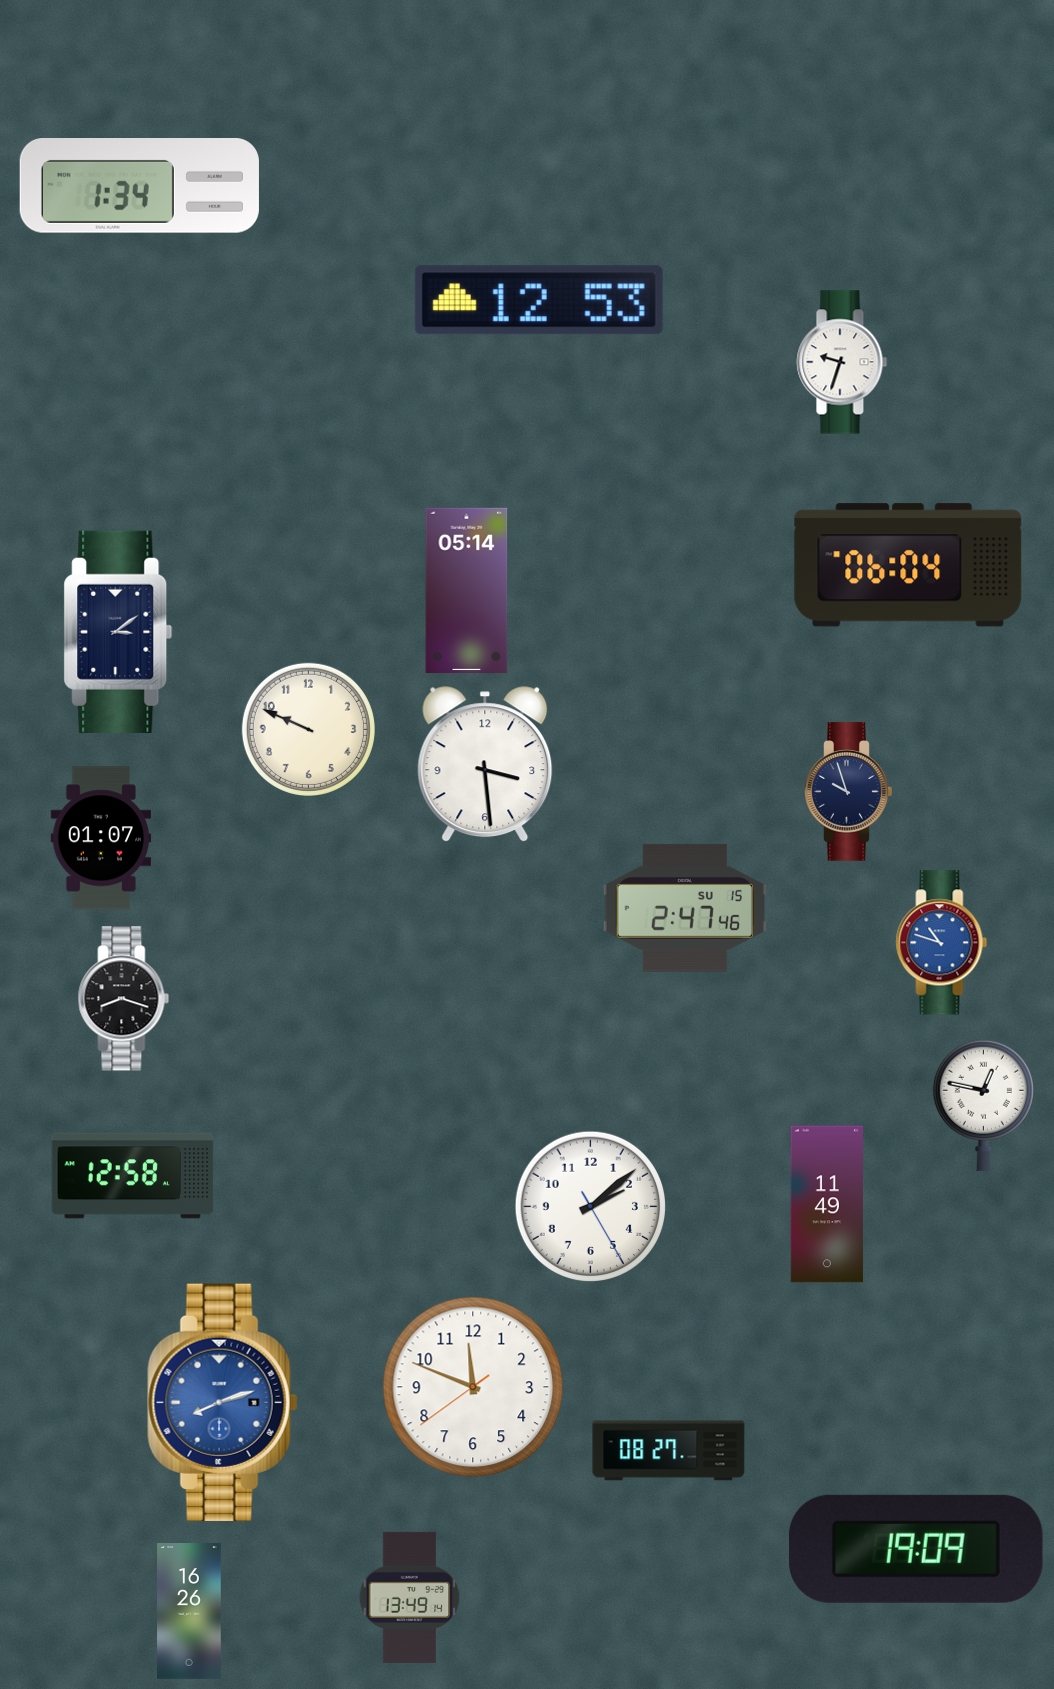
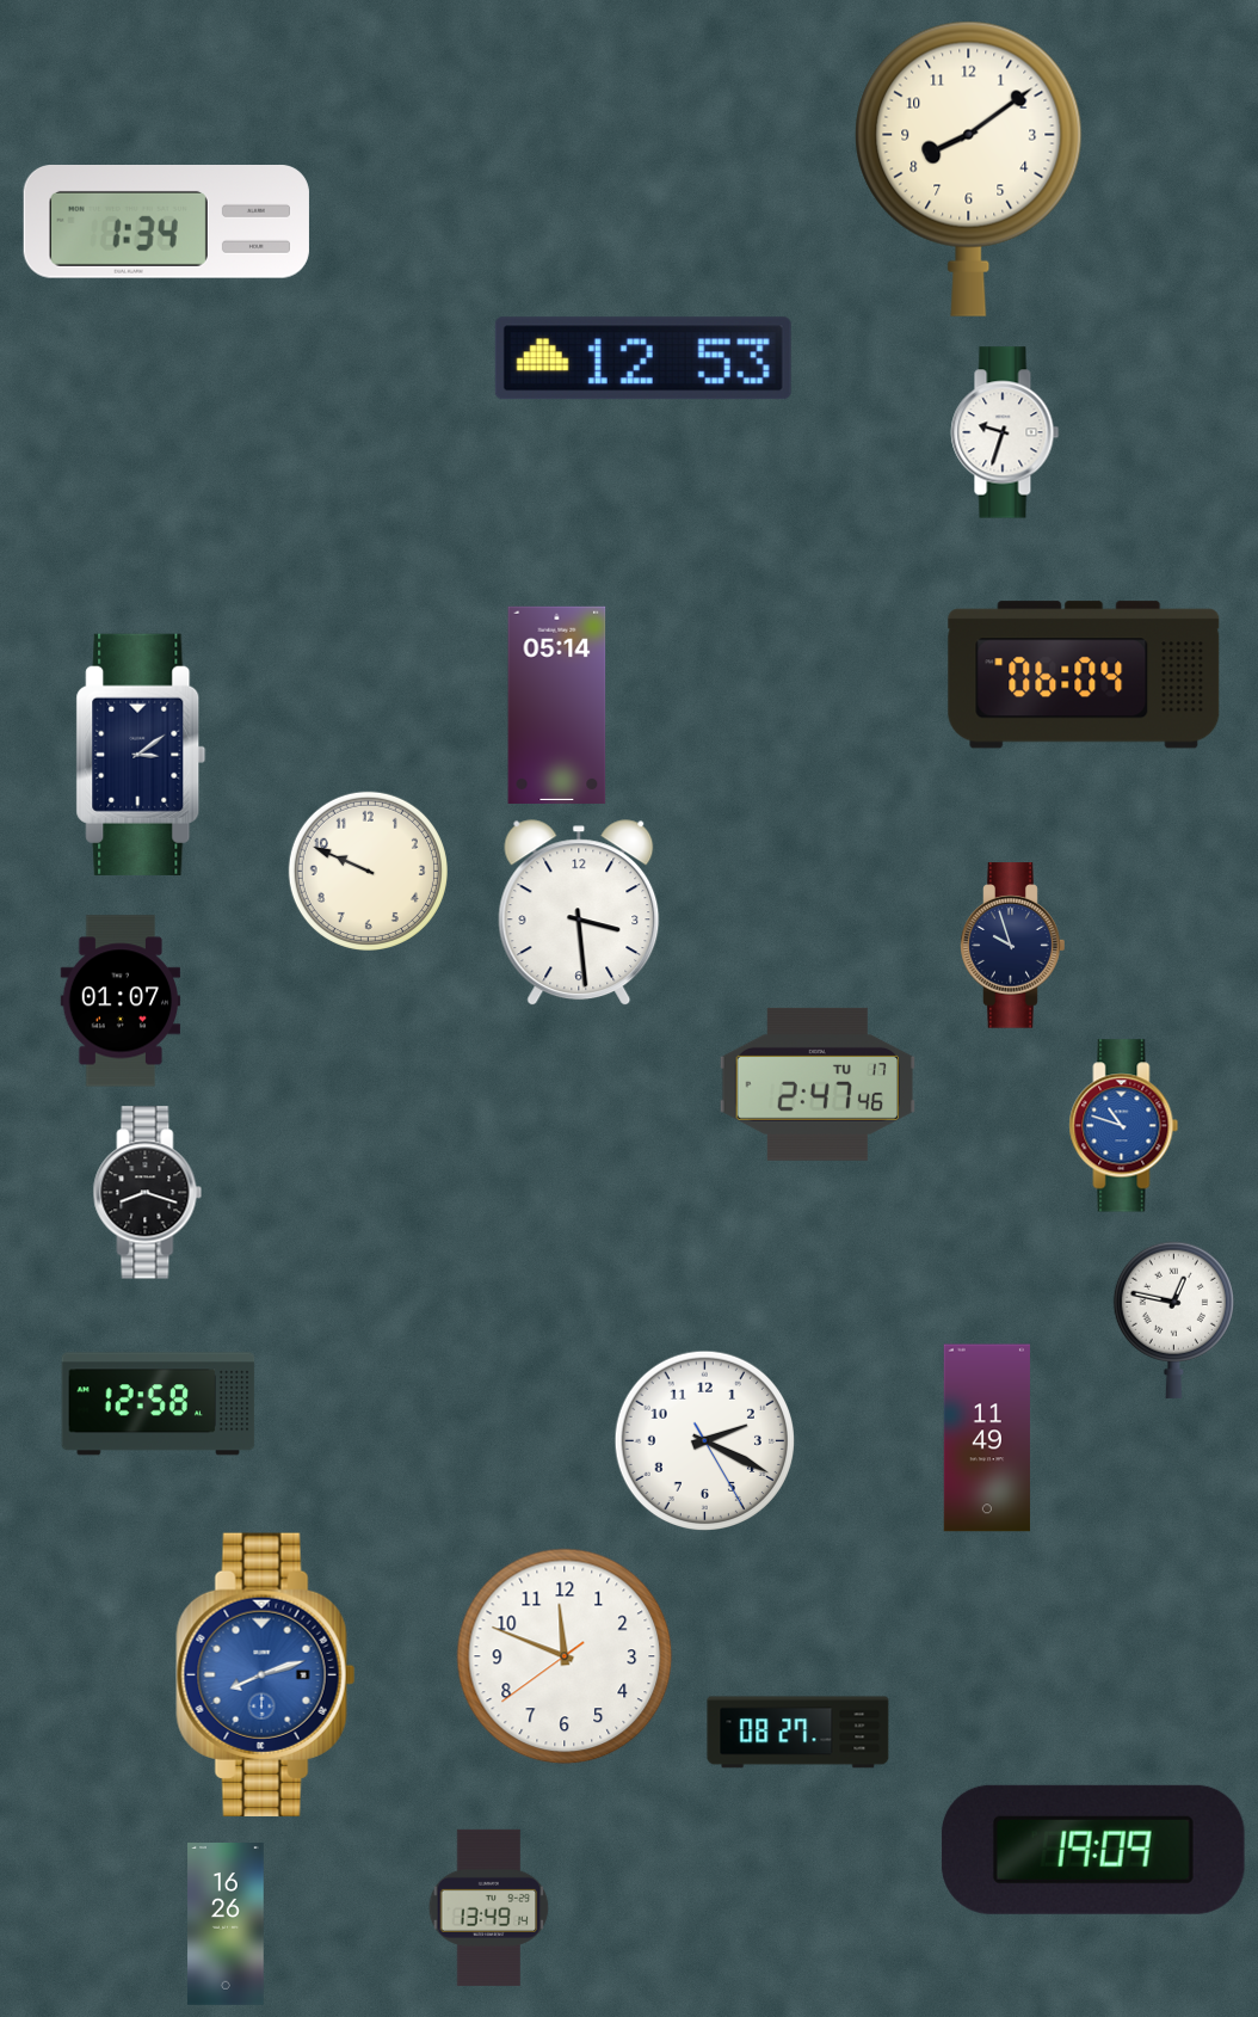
clock at (969, 168): none -> 8:09
clock at (685, 908) date: SU 15 -> TU 17
clock at (591, 1207): 2:08 -> 2:19
